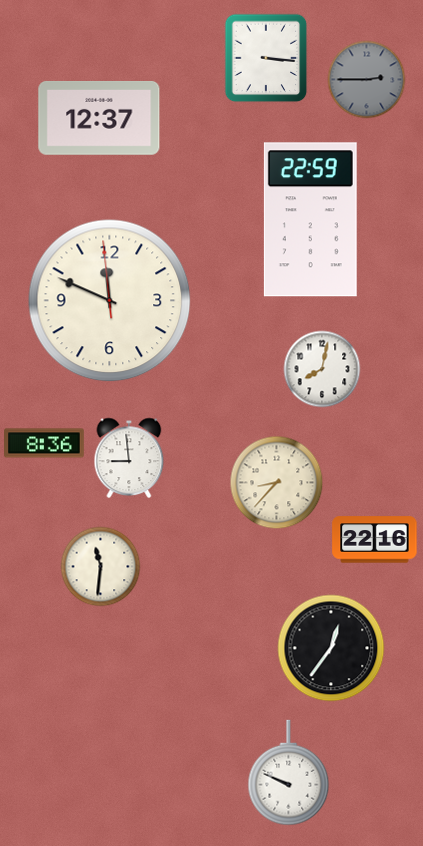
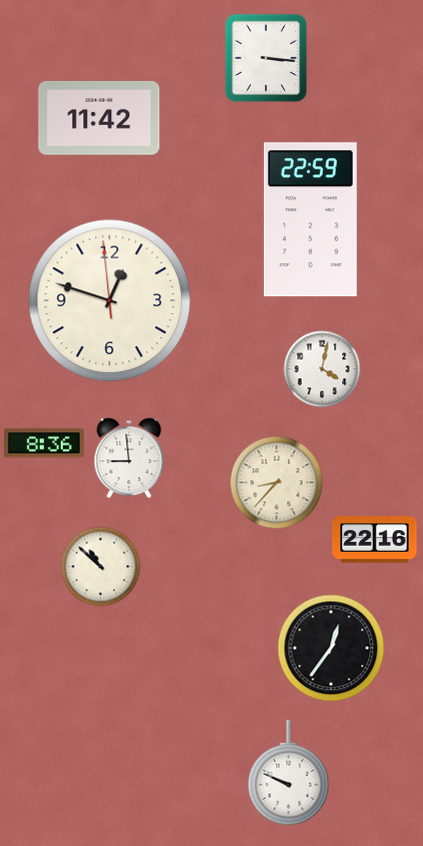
clock at (367, 80): 2:45 -> none
clock at (99, 118): 12:37 -> 11:42
clock at (110, 301): 11:48 -> 12:47
clock at (322, 369): 8:02 -> 4:02
clock at (101, 567): 11:31 -> 10:52
